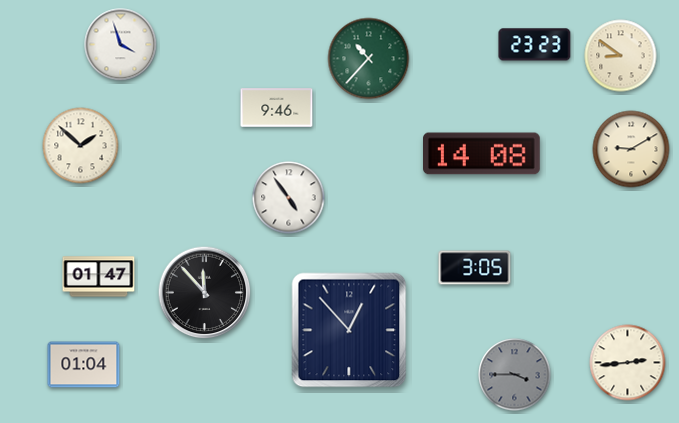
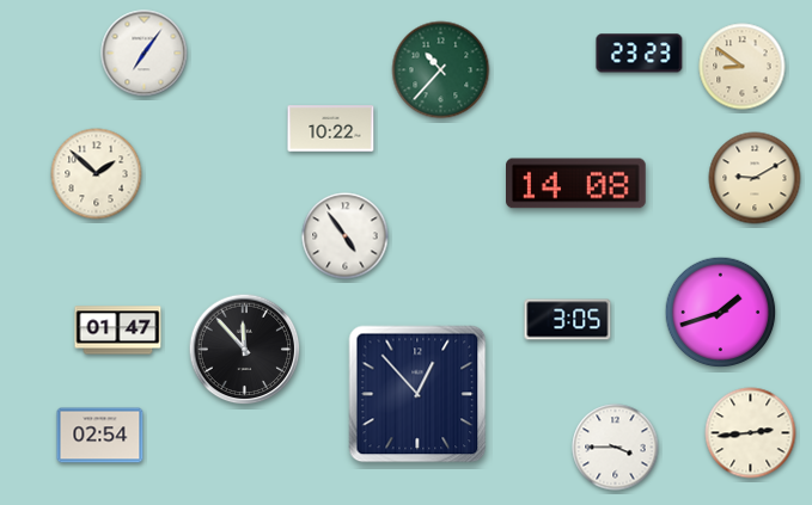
clock at (121, 45): 3:57 -> 7:06
clock at (277, 108): 9:46 -> 10:22
clock at (721, 313): none -> 1:42
clock at (84, 365): 01:04 -> 02:54
clock at (515, 375) dial: grey -> white
